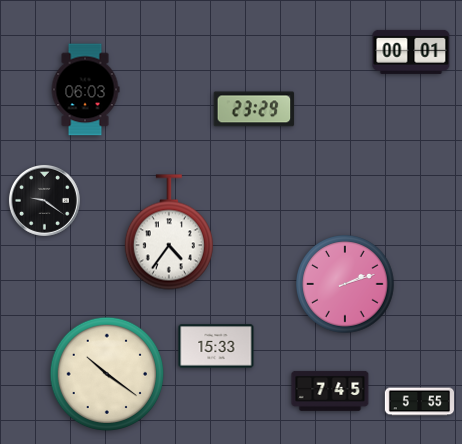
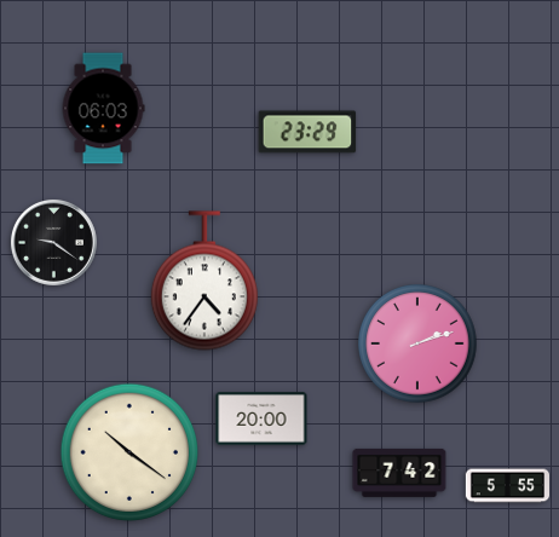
clock at (411, 52): 00:01 -> none
clock at (216, 346): 15:33 -> 20:00
clock at (330, 391): 7:45 -> 7:42
